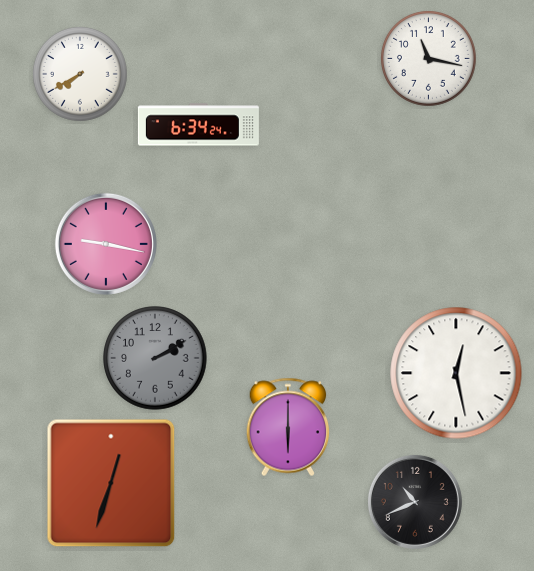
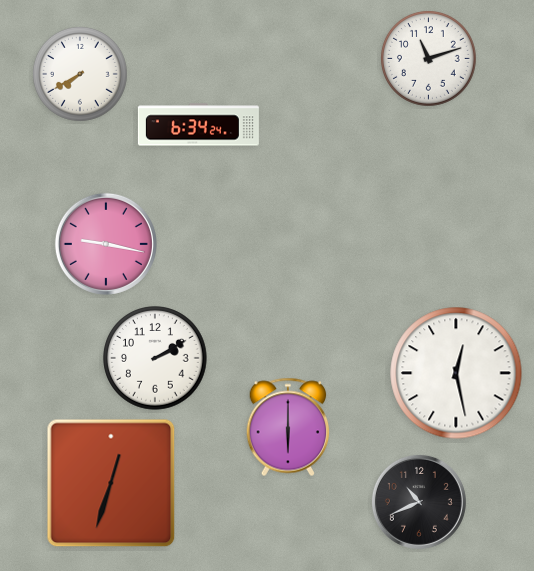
clock at (429, 59): 11:17 -> 11:12
clock at (155, 358) dial: grey -> white
clock at (415, 502) position: (415, 502) -> (419, 502)
